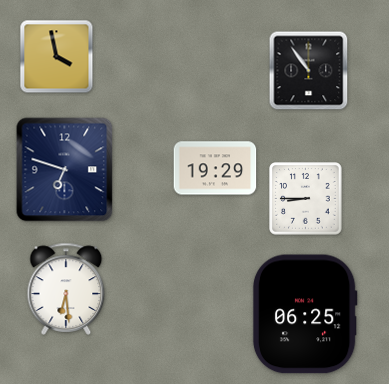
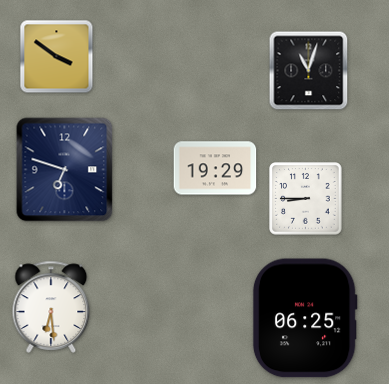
clock at (57, 57): 3:58 -> 3:51
clock at (309, 71): 10:54 -> 11:03
clock at (66, 289) position: (66, 289) -> (51, 307)
clock at (305, 314) position: (305, 314) -> (305, 318)
